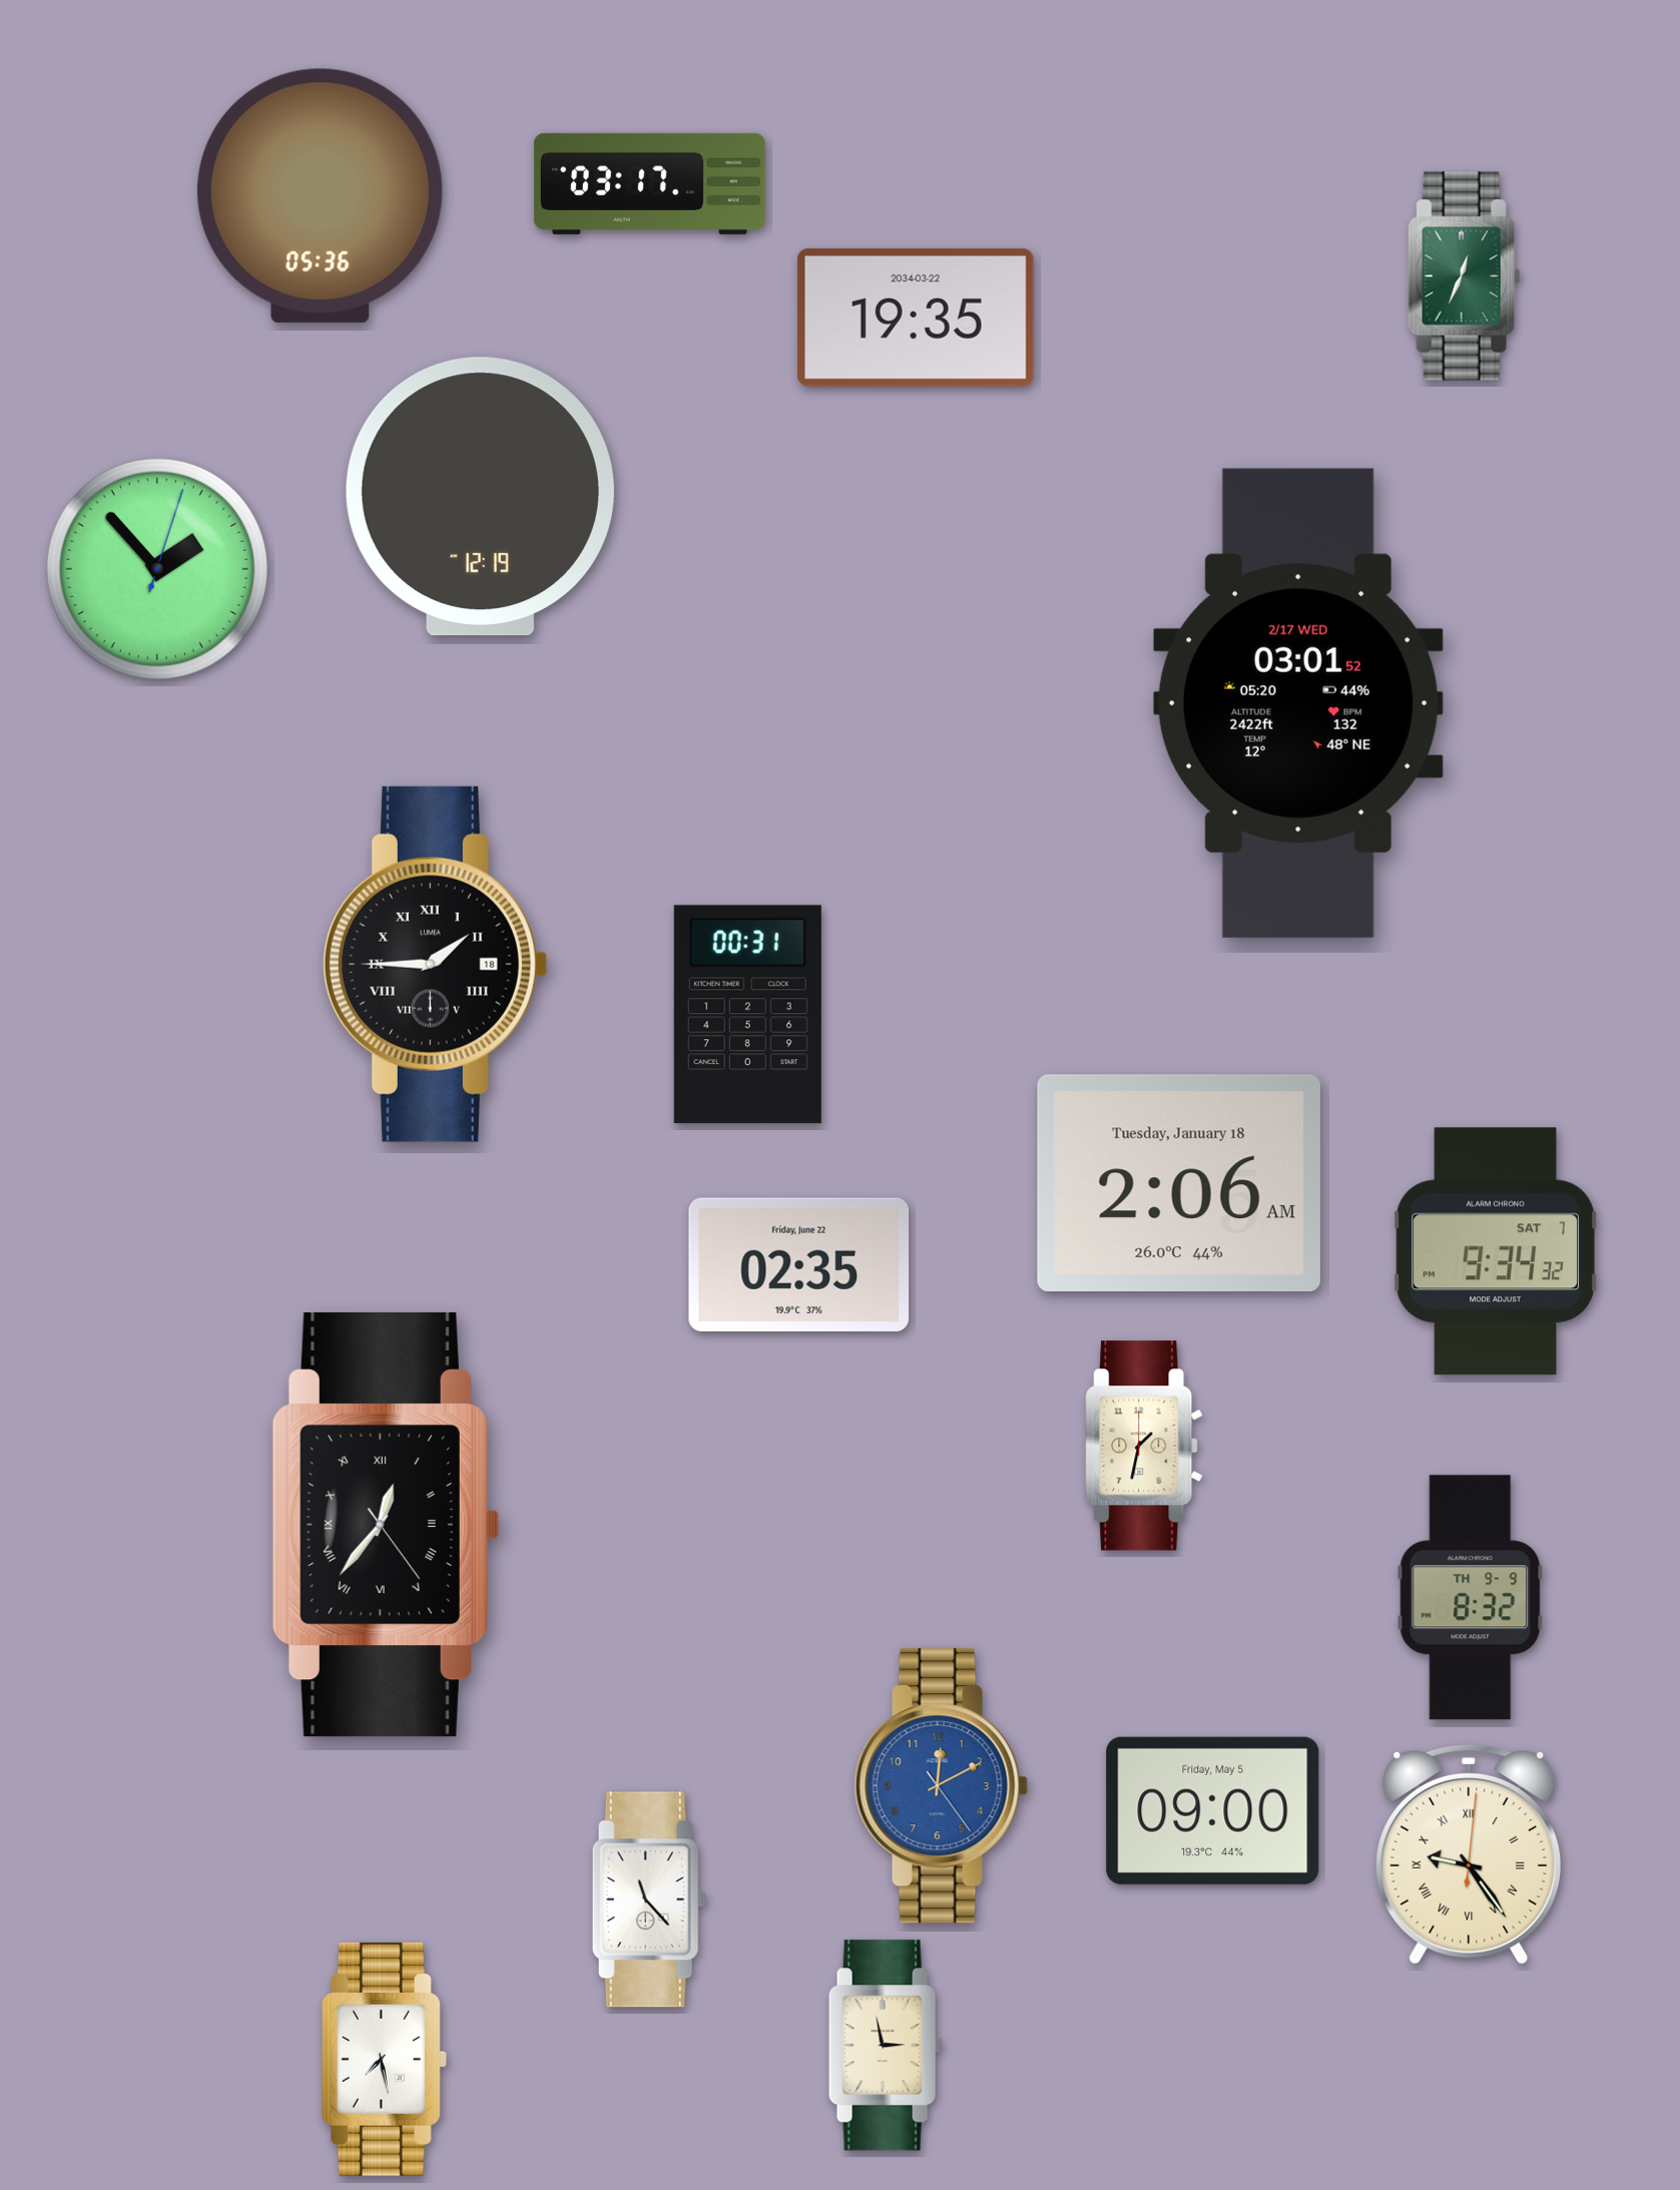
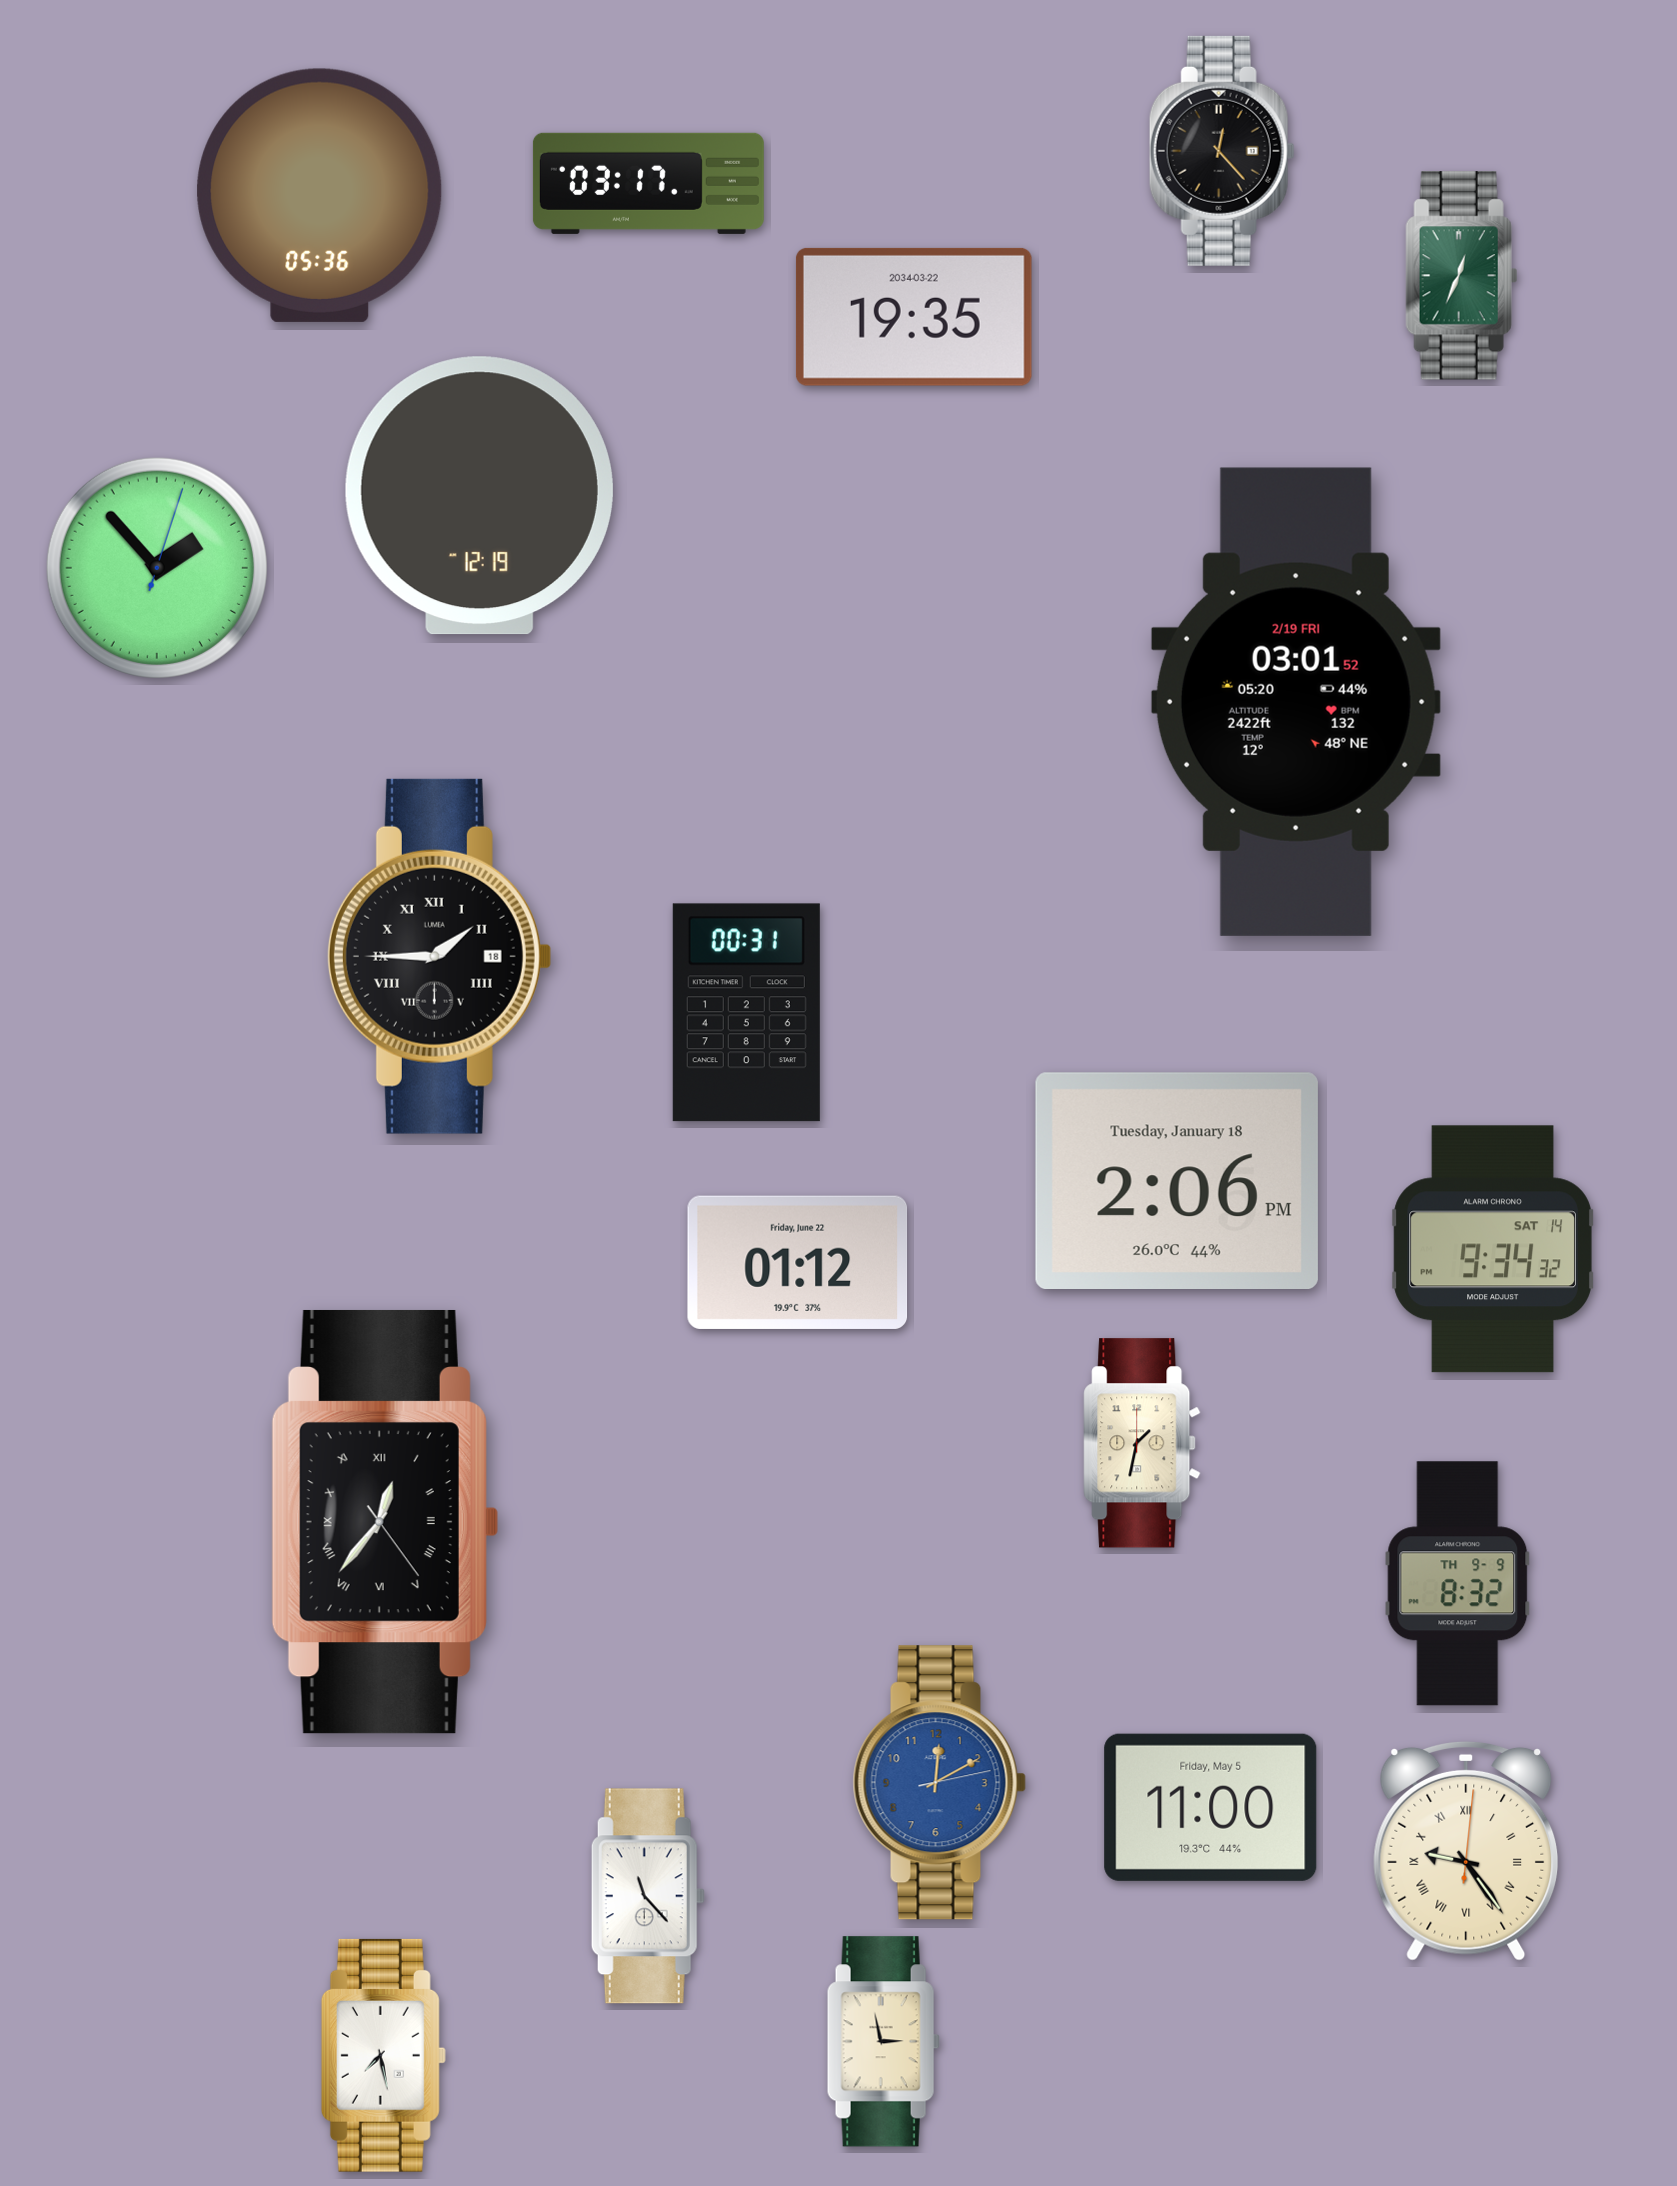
clock at (1222, 151): none -> 12:23
clock at (1298, 703) date: 2/17 WED -> 2/19 FRI
clock at (435, 964) position: (435, 964) -> (439, 956)
clock at (1179, 1182): 2:06 AM -> 2:06 PM
clock at (1496, 1251) date: SAT 7 -> SAT 14
clock at (799, 1264): 02:35 -> 01:12
clock at (1471, 1598) position: (1471, 1598) -> (1458, 1584)
clock at (941, 1786): 12:10:24 -> 12:10:13
clock at (1213, 1810): 09:00 -> 11:00
